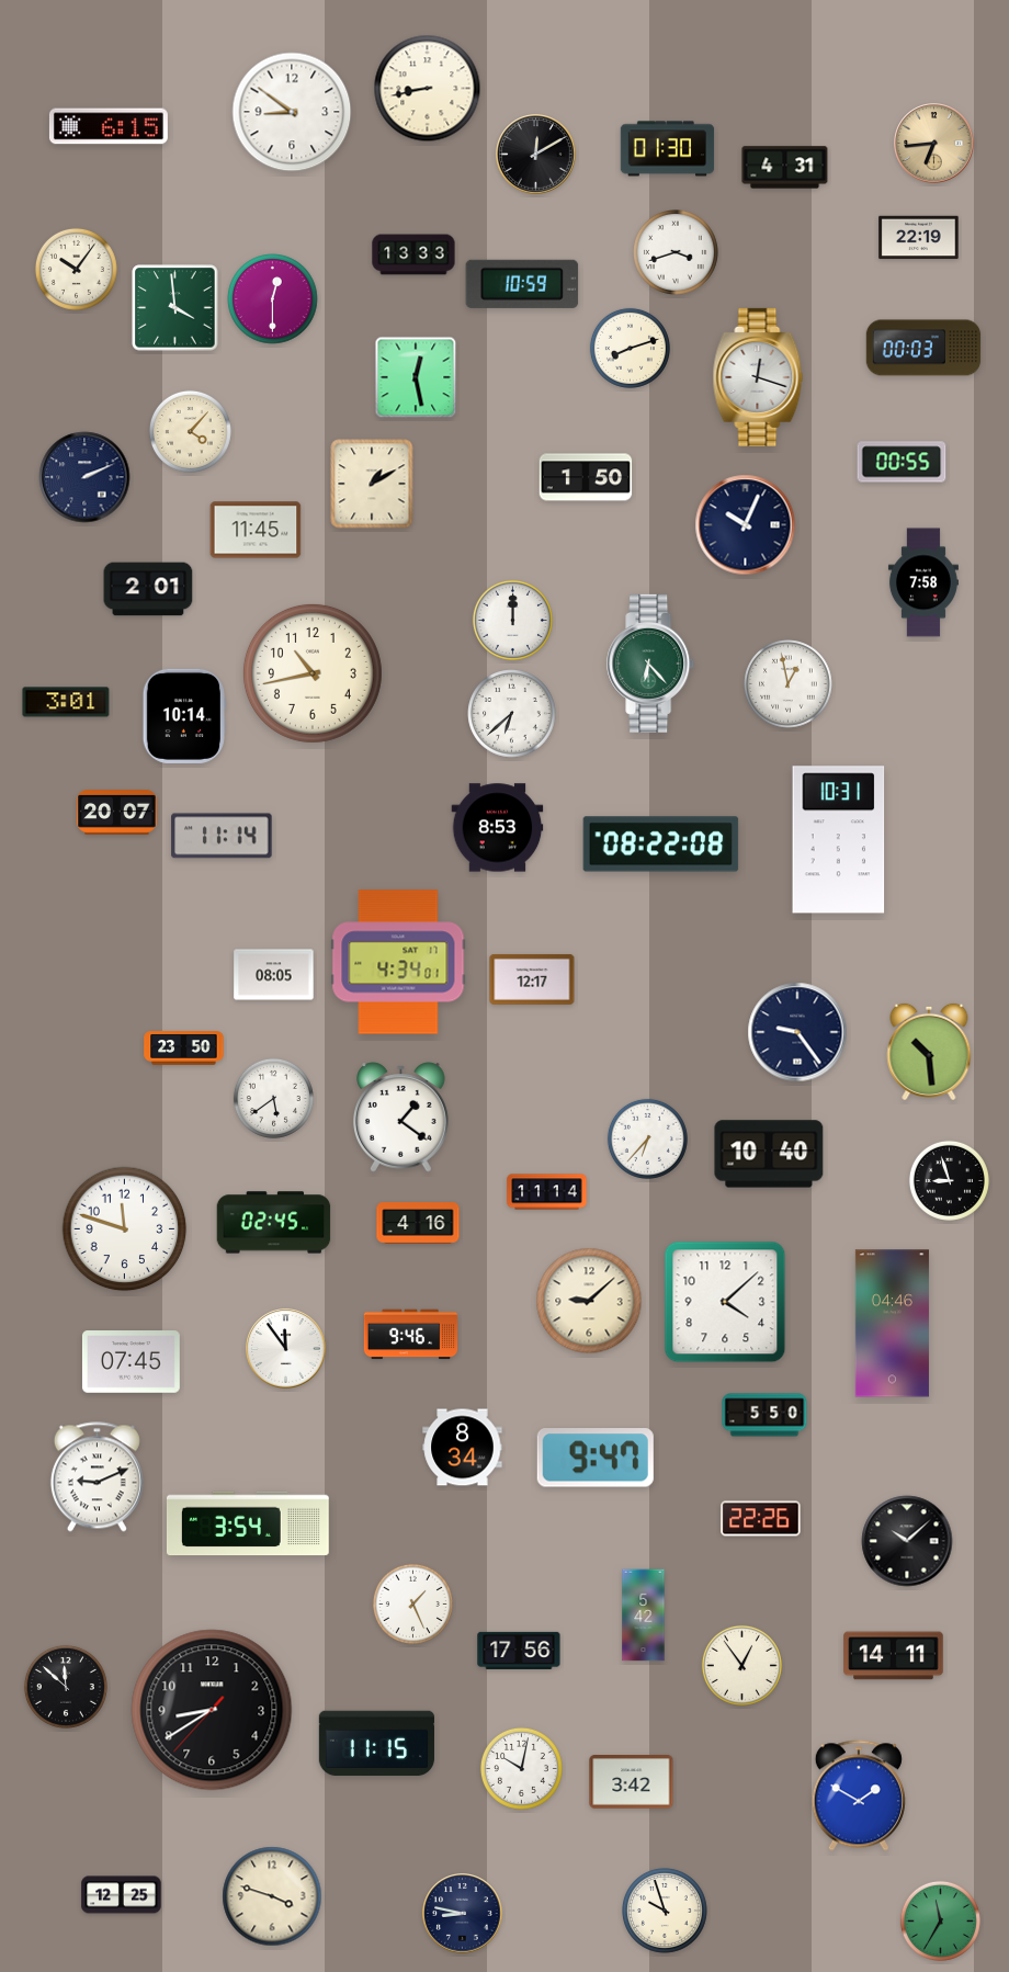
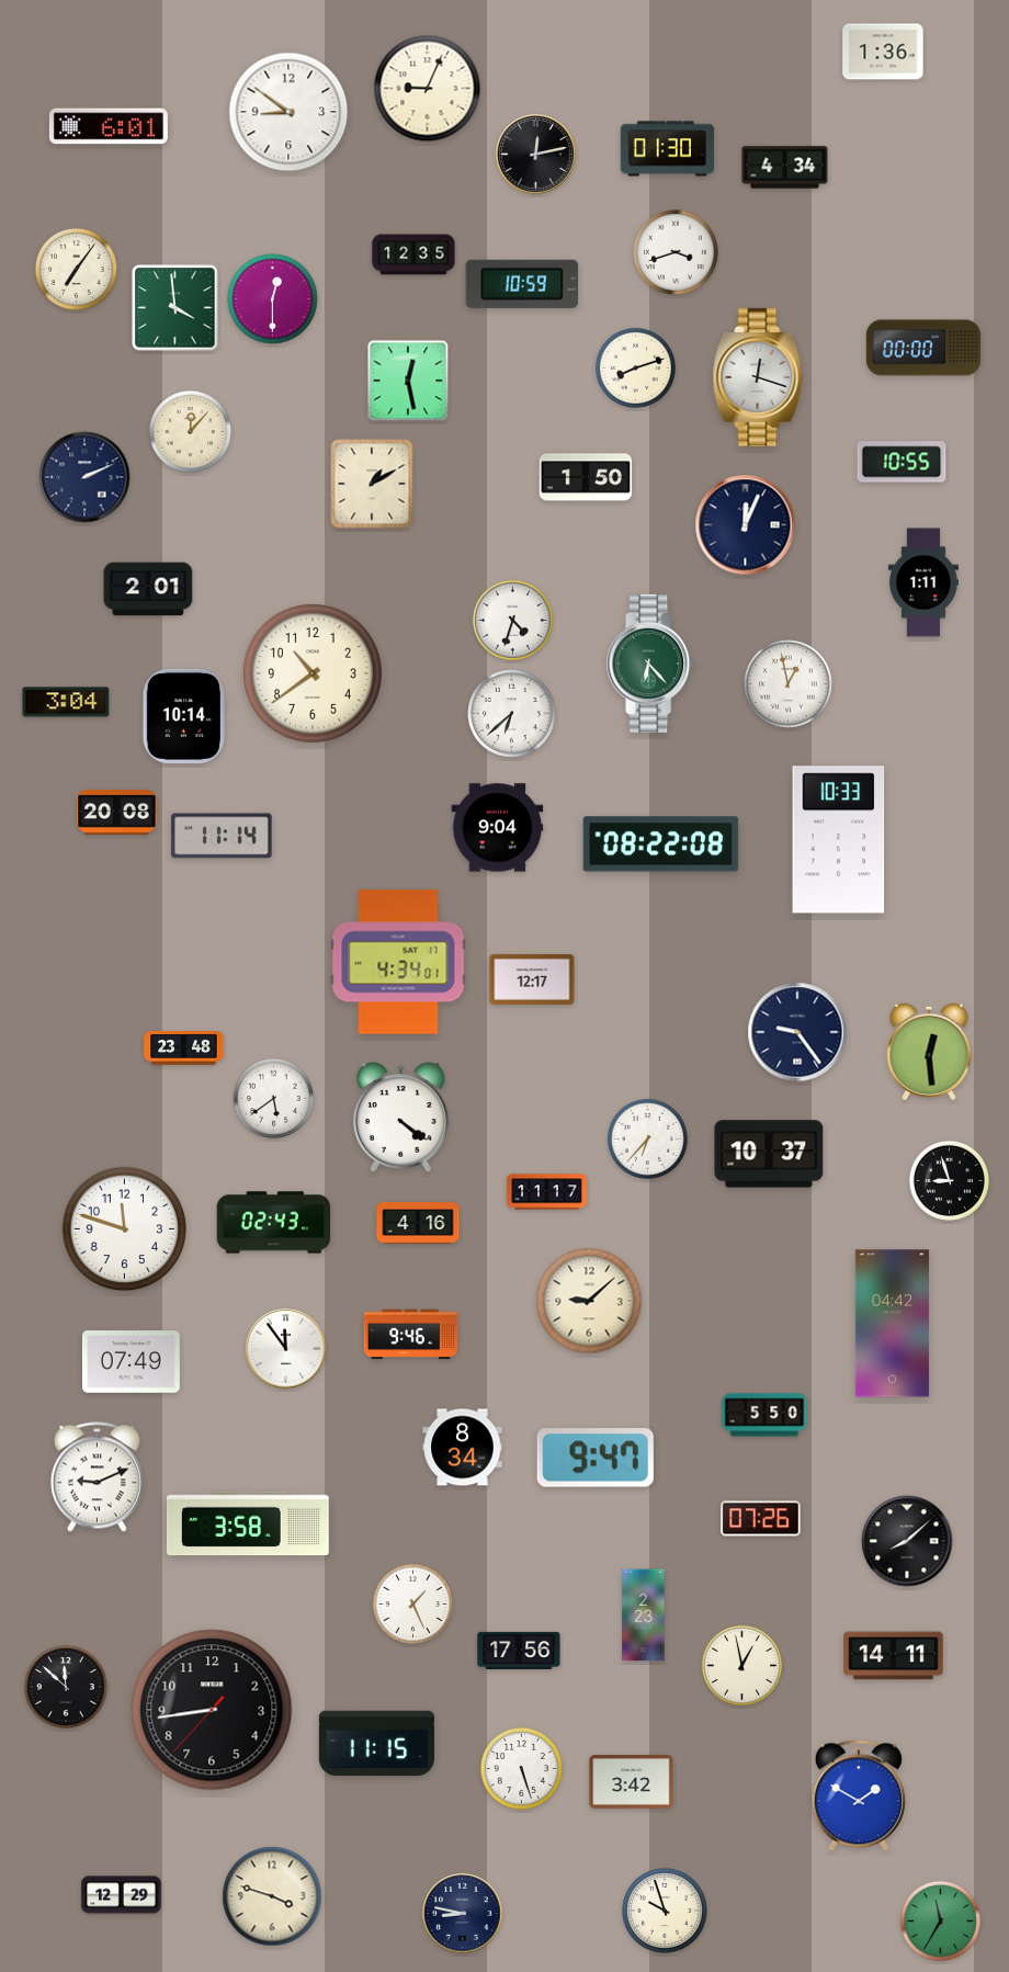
clock at (883, 52): none -> 1:36
clock at (428, 89): 8:43 -> 9:04
clock at (292, 112) position: (292, 112) -> (288, 112)
clock at (109, 126): 6:15 -> 6:01
clock at (934, 144): 6:44 -> none
clock at (536, 155): 12:10 -> 12:13
clock at (785, 168): 4:31 -> 4:34
clock at (919, 238): 22:19 -> none
clock at (413, 254): 13:33 -> 12:35
clock at (76, 269): 10:06 -> 7:06
clock at (630, 348) position: (630, 348) -> (635, 367)
clock at (923, 348): 00:03 -> 00:00
clock at (416, 377) position: (416, 377) -> (408, 381)
clock at (190, 431): 4:07 -> 12:07
clock at (902, 462): 00:55 -> 10:55
clock at (746, 525): 10:04 -> 12:04
clock at (256, 530): 11:45 -> none
clock at (923, 582): 7:58 -> 1:11
clock at (512, 620): 12:00 -> 4:33
clock at (313, 673): 10:43 -> 10:39
clock at (66, 702): 3:01 -> 3:04
clock at (117, 813): 20:07 -> 20:08
clock at (498, 828): 8:53 -> 9:04
clock at (839, 840): 10:31 -> 10:33
clock at (274, 975): 08:05 -> none
clock at (184, 1049): 23:50 -> 23:48
clock at (929, 1052): 10:29 -> 12:29
clock at (401, 1118): 1:21 -> 4:21
clock at (769, 1154): 10:40 -> 10:37
clock at (547, 1192): 11:14 -> 11:17
clock at (274, 1223): 02:45 -> 02:43
clock at (725, 1302): 4:08 -> none
clock at (892, 1324): 04:46 -> 04:42
clock at (131, 1362): 07:45 -> 07:49
clock at (761, 1519): 22:26 -> 07:26
clock at (248, 1523): 3:54 -> 3:58
clock at (907, 1541): 10:08 -> 8:08
clock at (644, 1616): 5:42 -> 2:23
clock at (741, 1665): 12:54 -> 12:58
clock at (212, 1710): 8:39 -> 8:43
clock at (521, 1768): 10:02 -> 5:27
clock at (122, 1895): 12:25 -> 12:29
